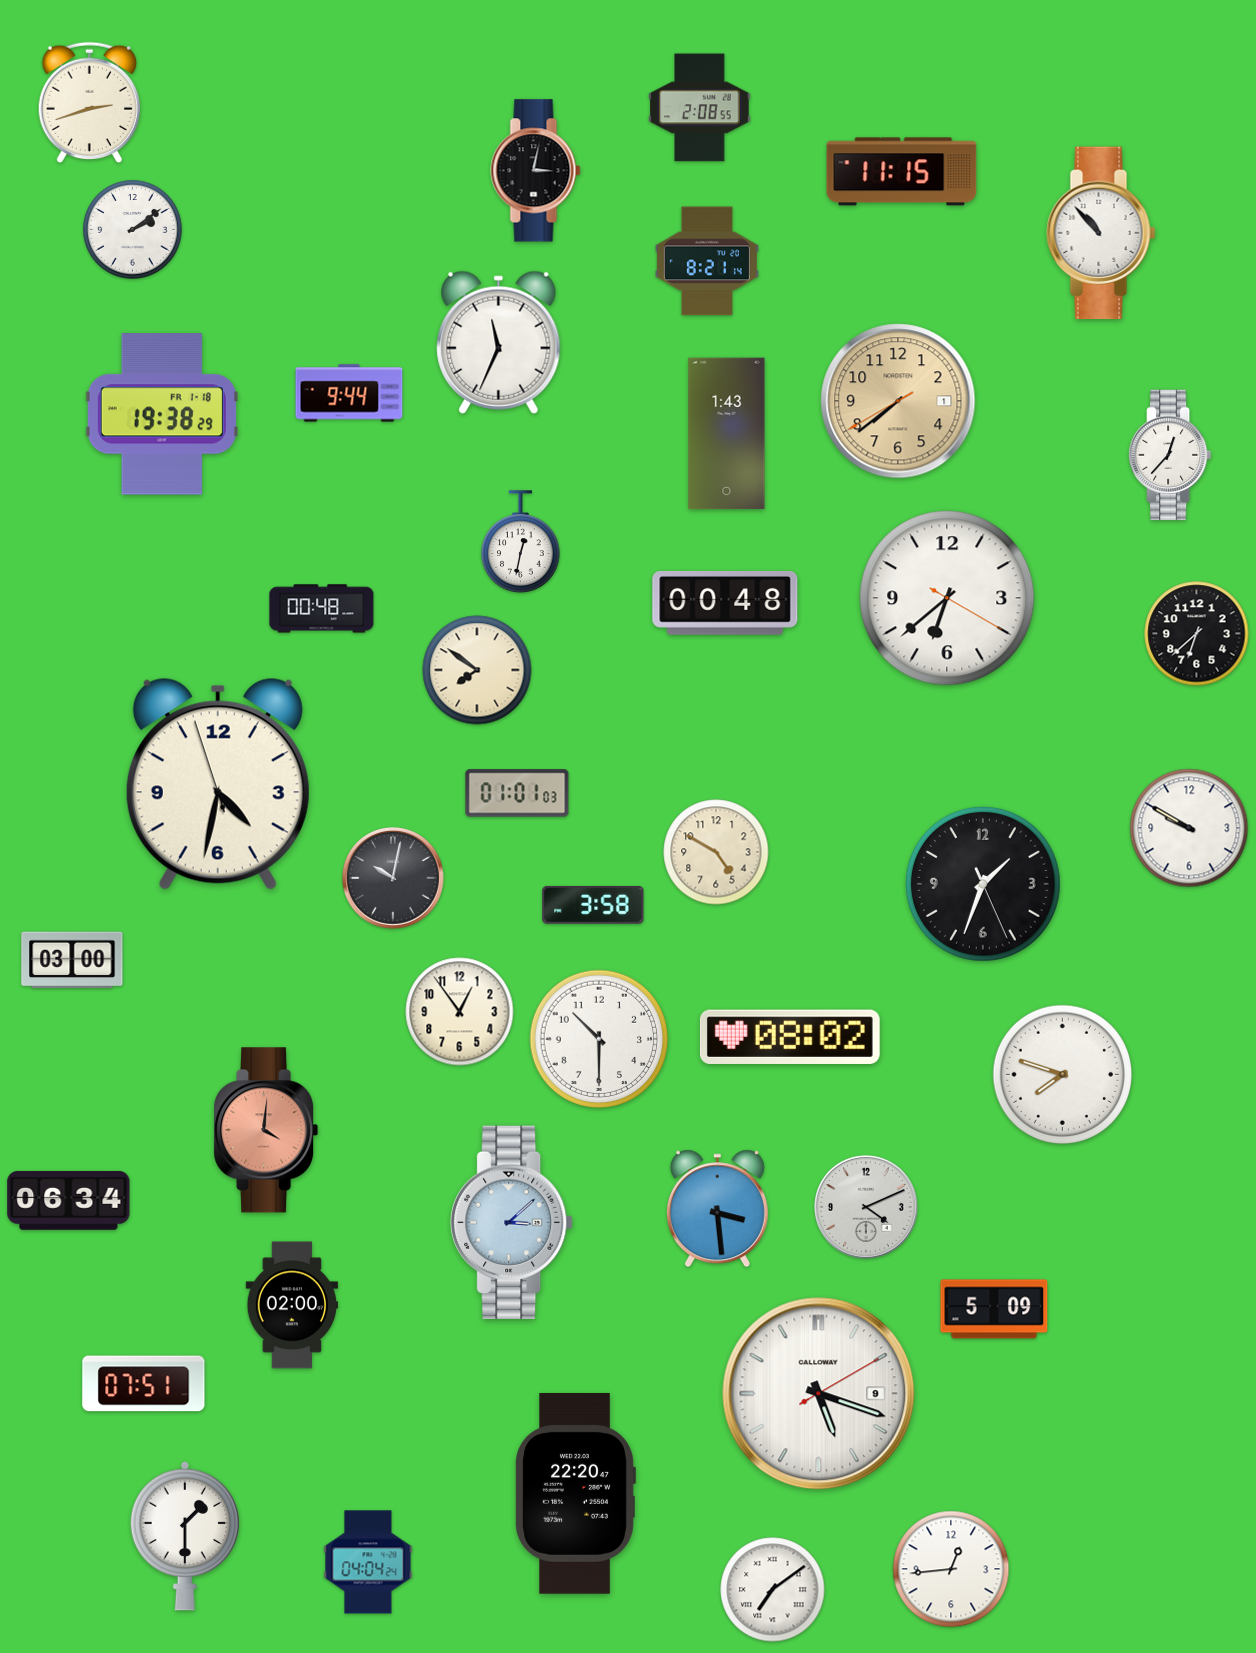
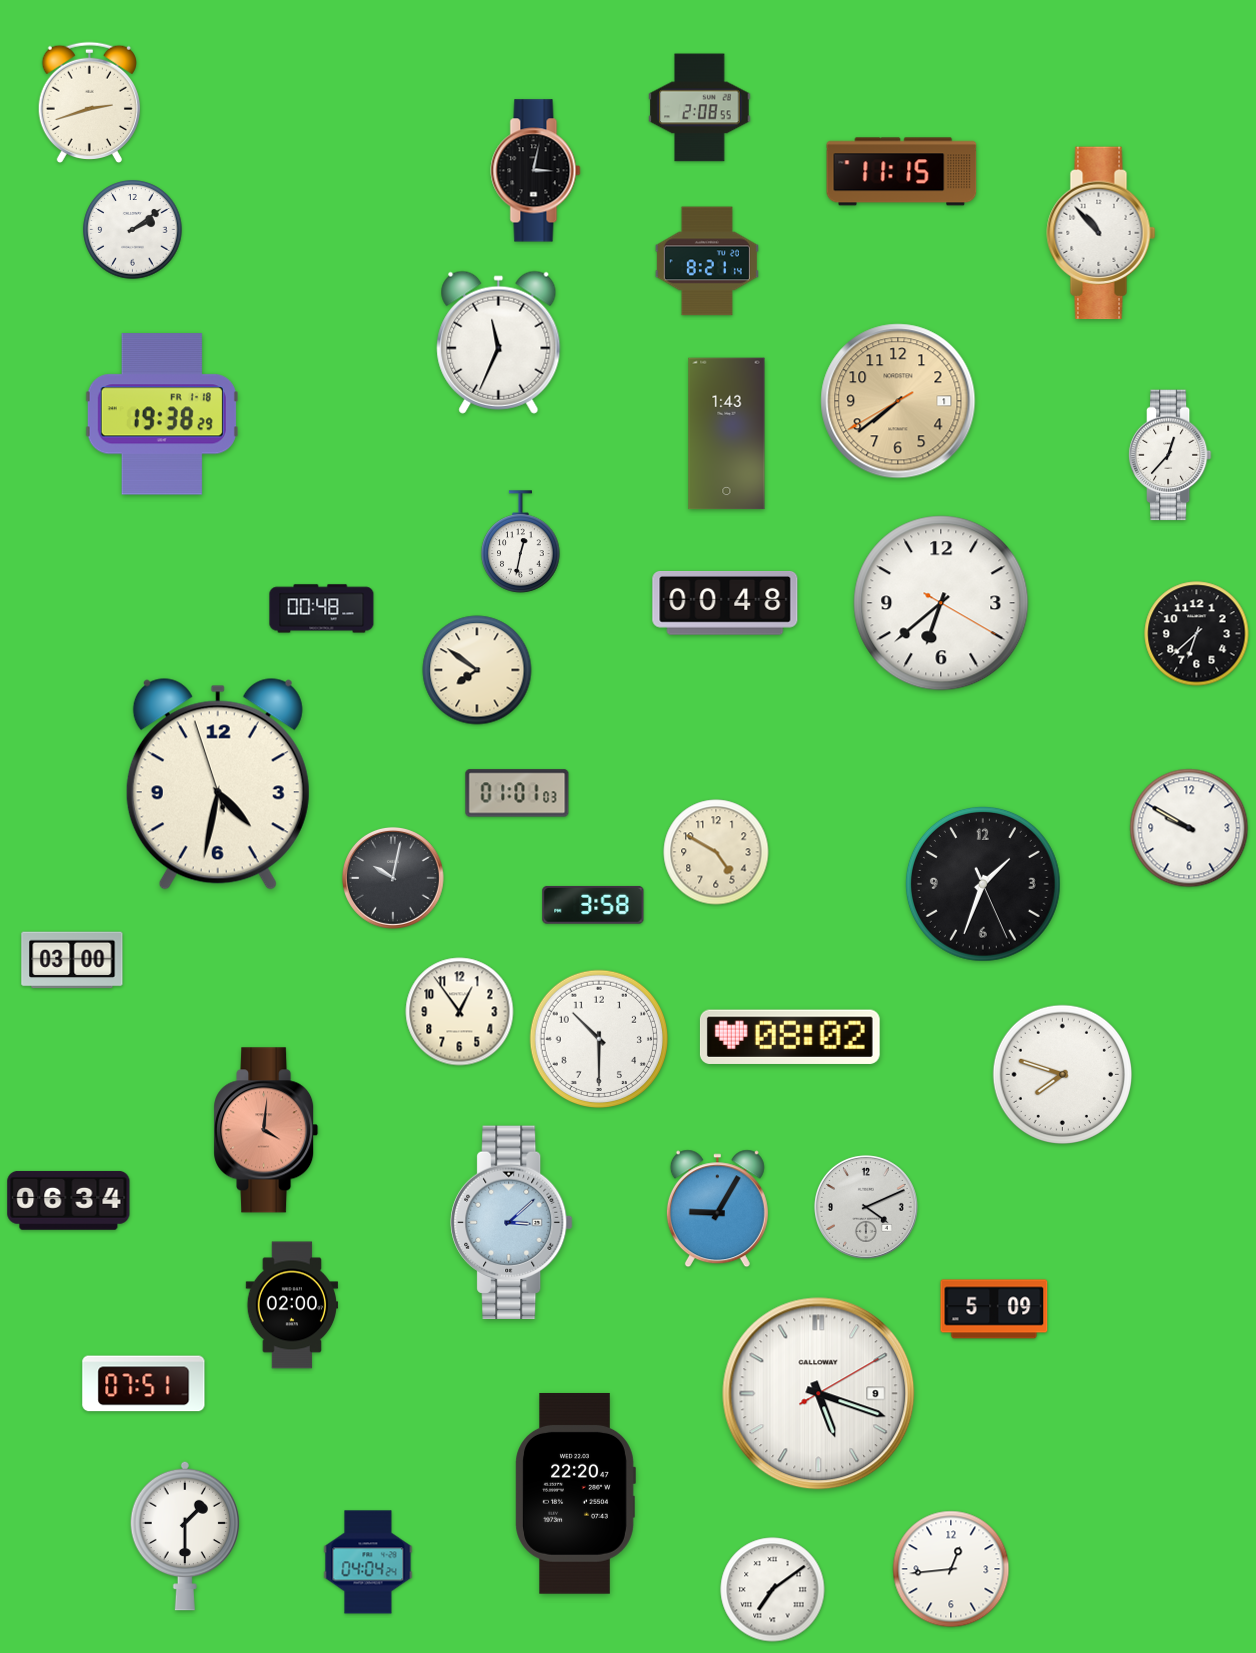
clock at (349, 393): 9:44 -> none
clock at (947, 598) position: (947, 598) -> (941, 603)
clock at (717, 1209): 3:29 -> 9:05
